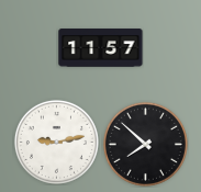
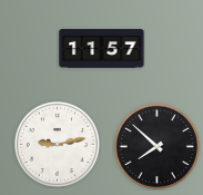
clock at (145, 144) position: (145, 144) -> (156, 146)
